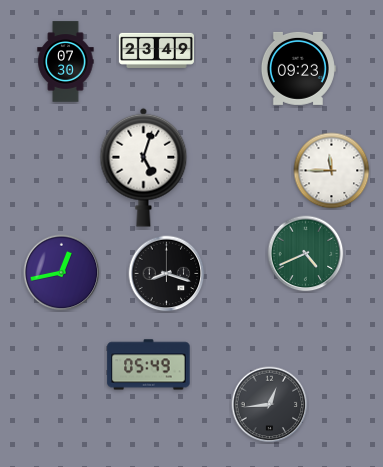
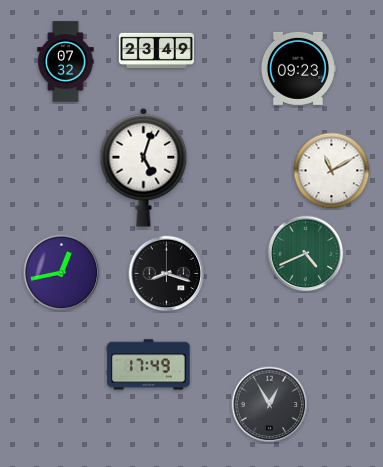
clock at (66, 62): 07:30 -> 07:32
clock at (332, 171): 11:45 -> 11:10
clock at (149, 365): 05:49 -> 17:49
clock at (270, 405): 12:44 -> 12:55
